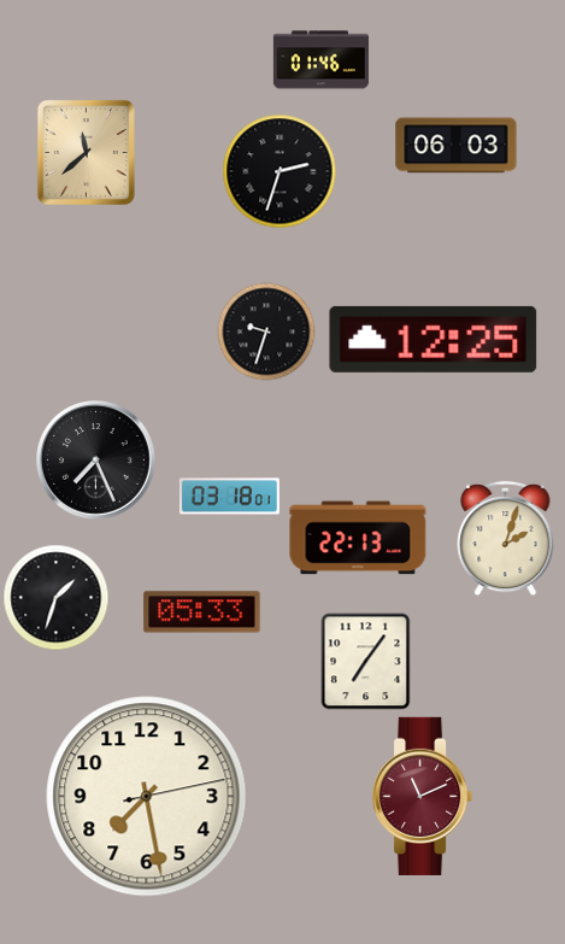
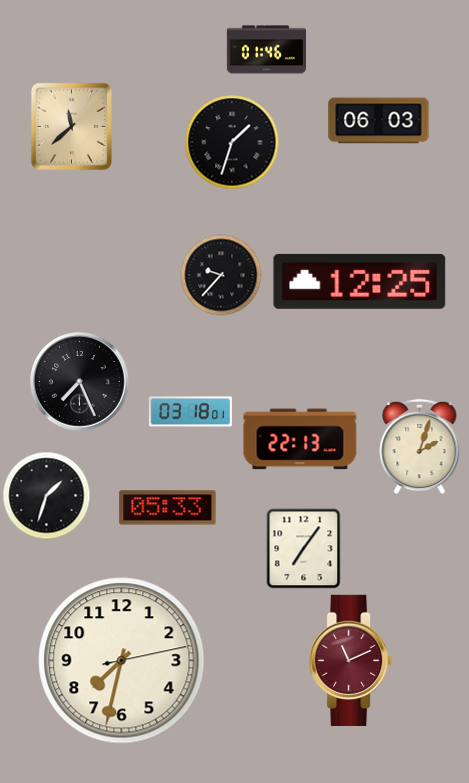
clock at (279, 171): 2:33 -> 1:33
clock at (266, 332): 9:33 -> 9:37
clock at (358, 538) position: (358, 538) -> (300, 439)
clock at (147, 797): 7:28 -> 7:32
